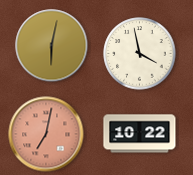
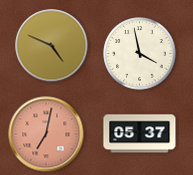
clock at (52, 46): 6:02 -> 4:49
clock at (140, 134): 10:22 -> 05:37
